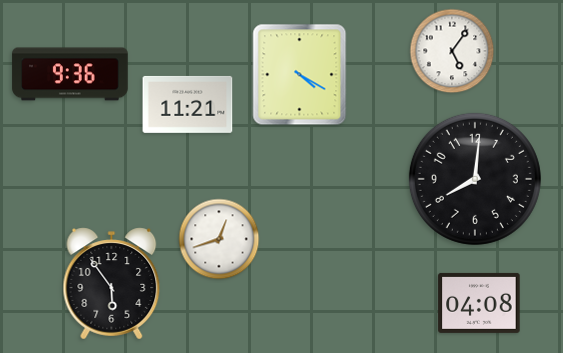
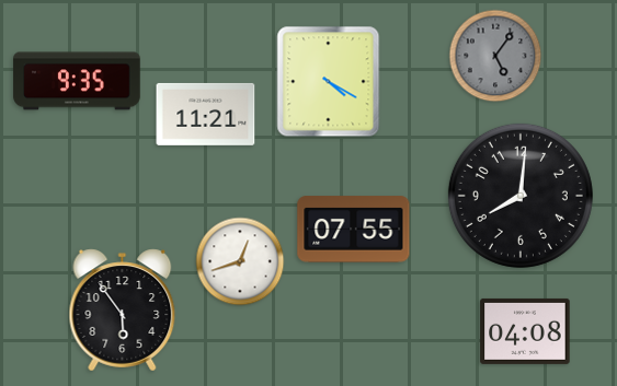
clock at (452, 51) dial: white -> grey
clock at (70, 74): 9:36 -> 9:35
clock at (354, 230): none -> 07:55
